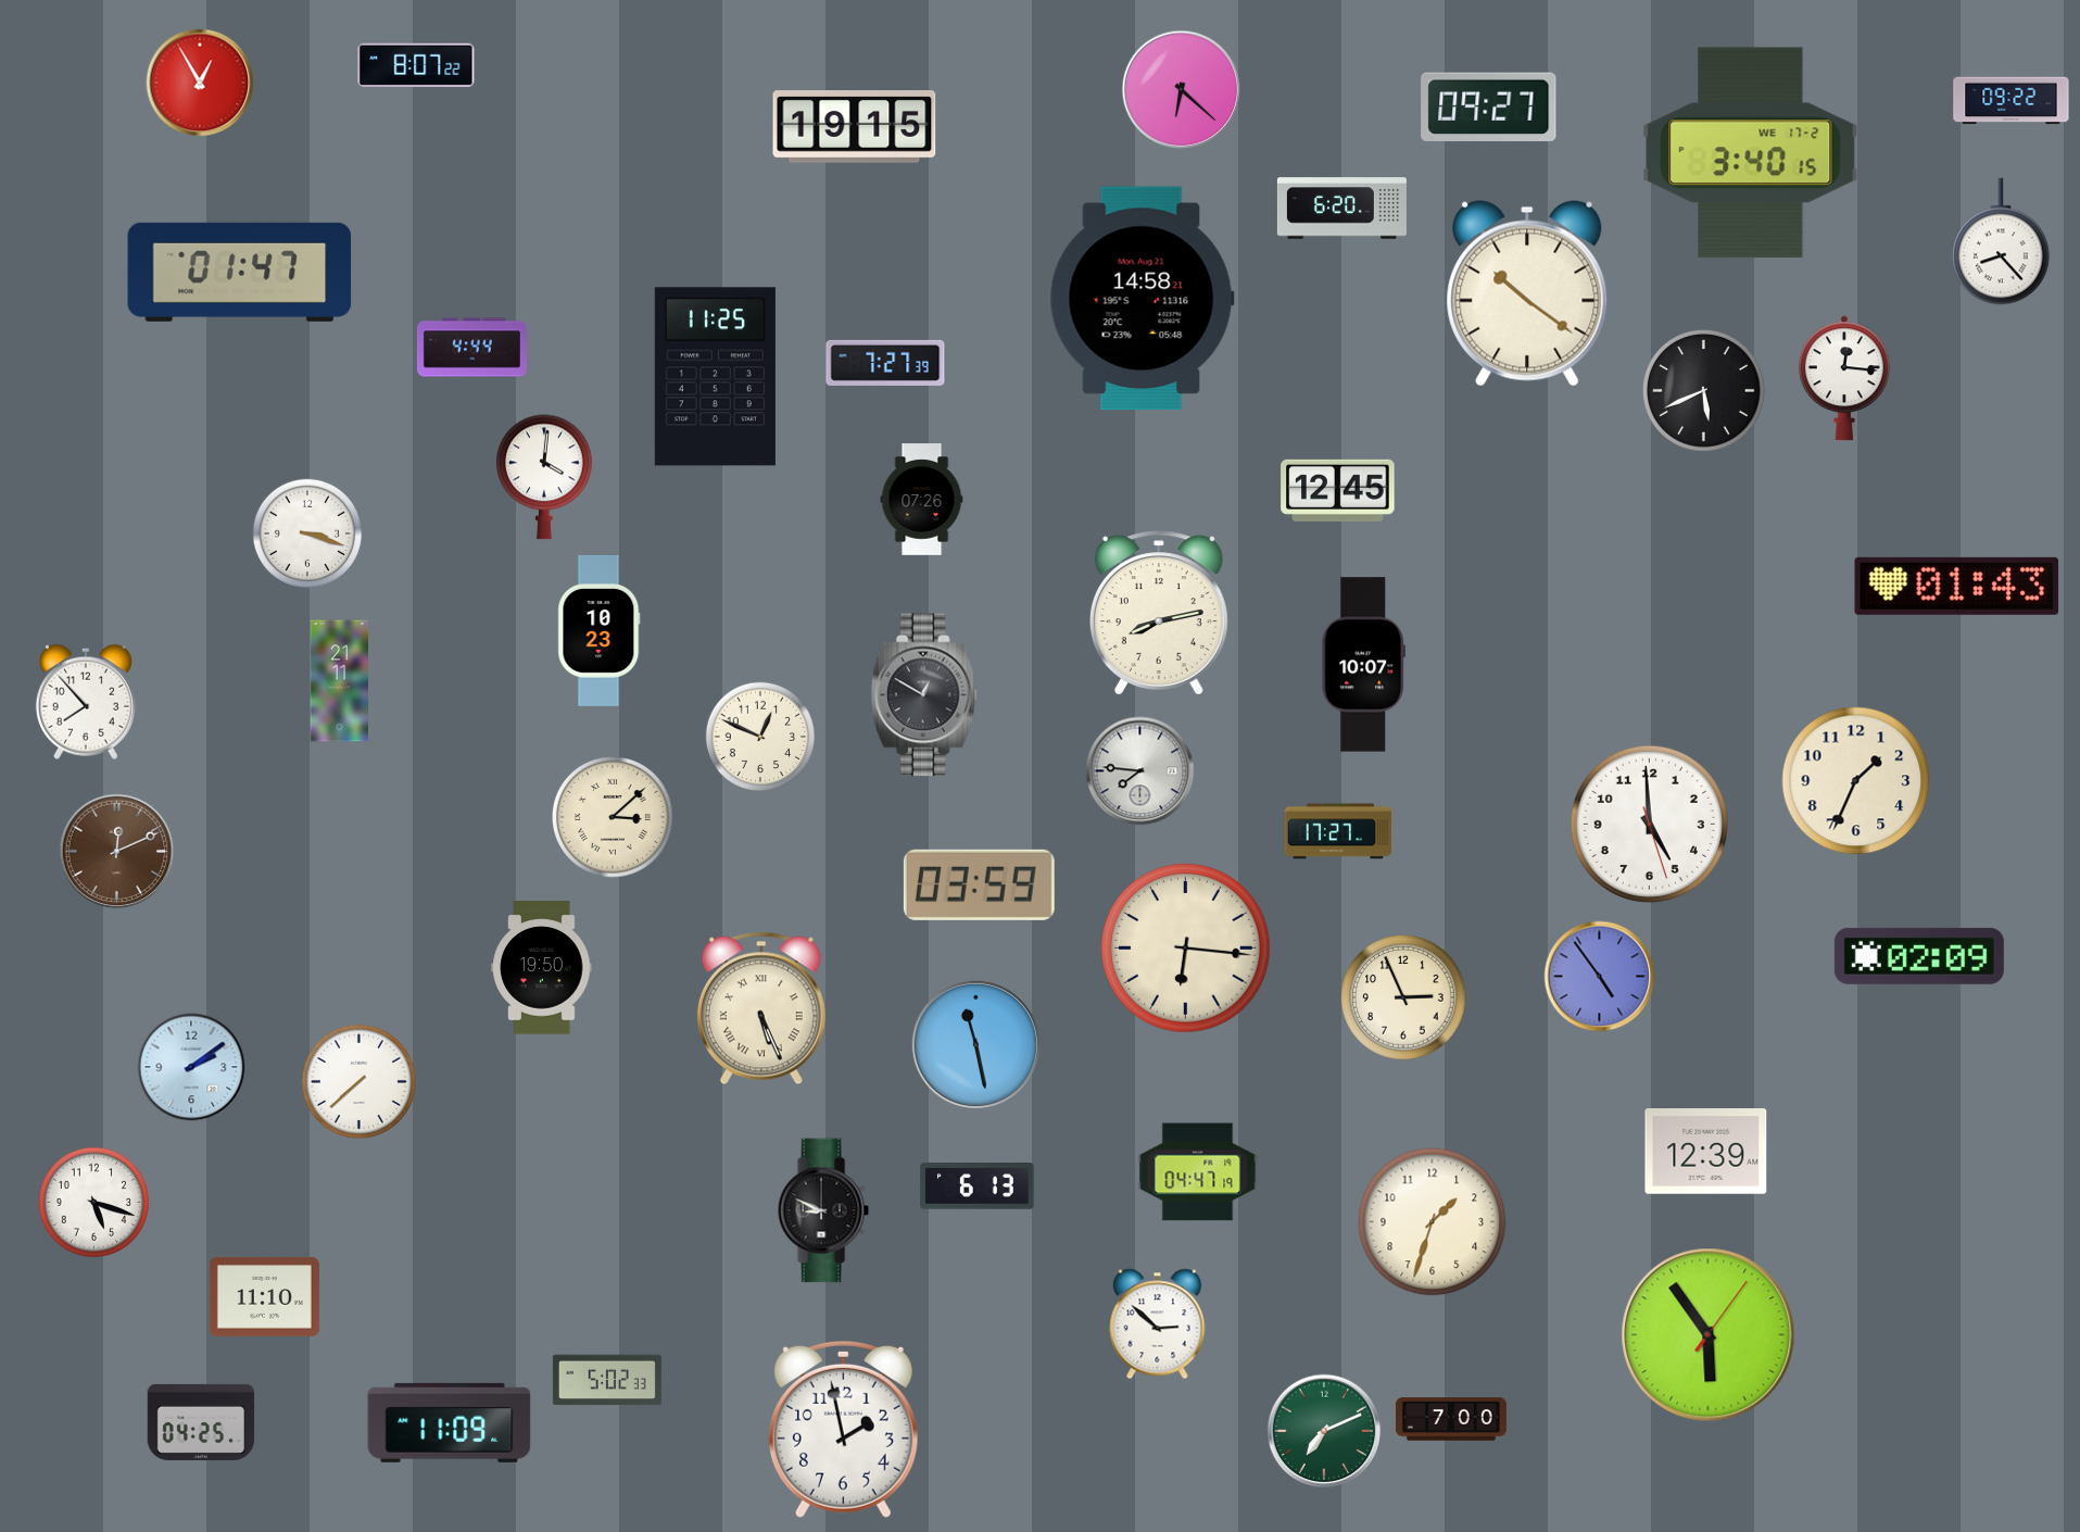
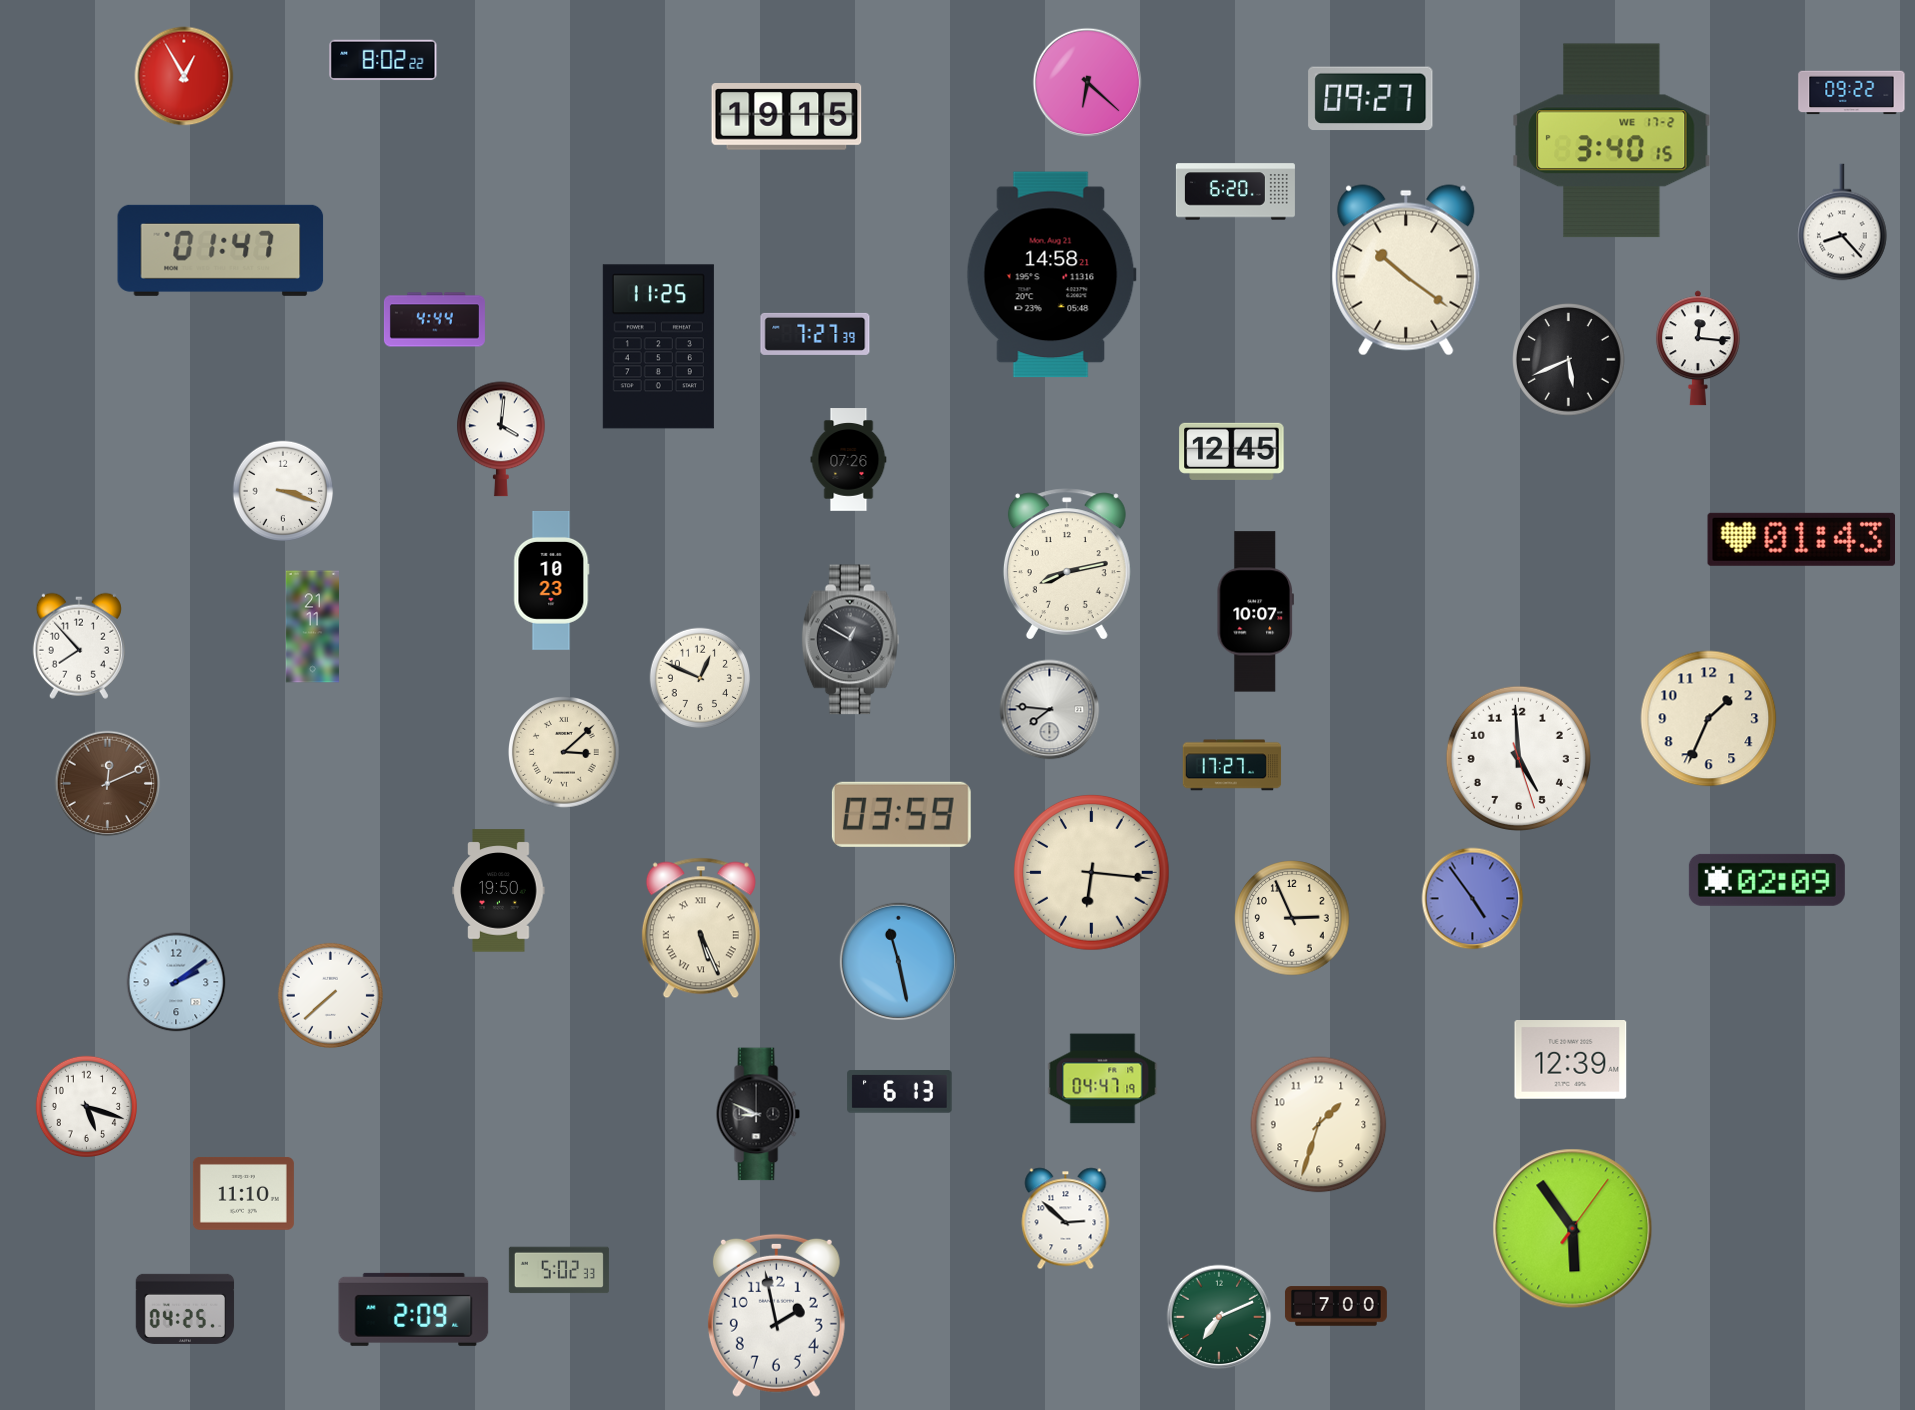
clock at (416, 65): 8:07 -> 8:02
clock at (450, 1422): 11:09 -> 2:09
